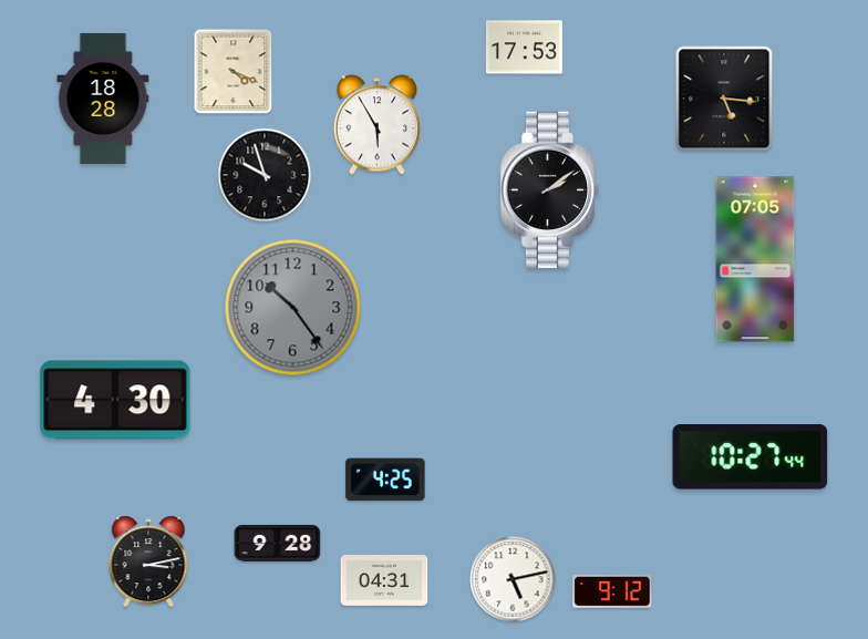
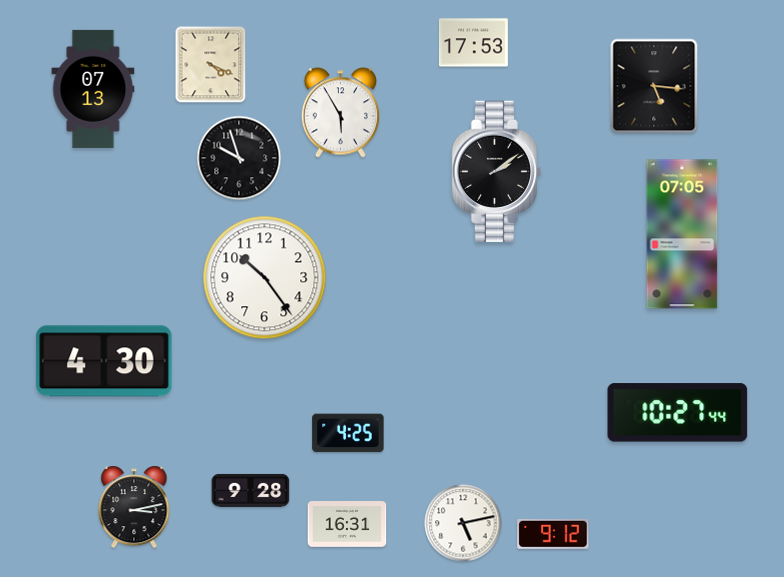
clock at (103, 99): 18:28 -> 07:13
clock at (724, 99) position: (724, 99) -> (654, 86)
clock at (293, 308) dial: grey -> white
clock at (384, 581): 04:31 -> 16:31
